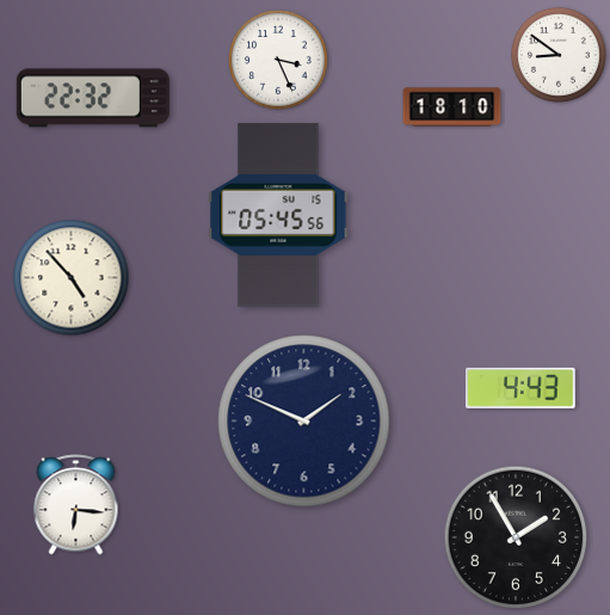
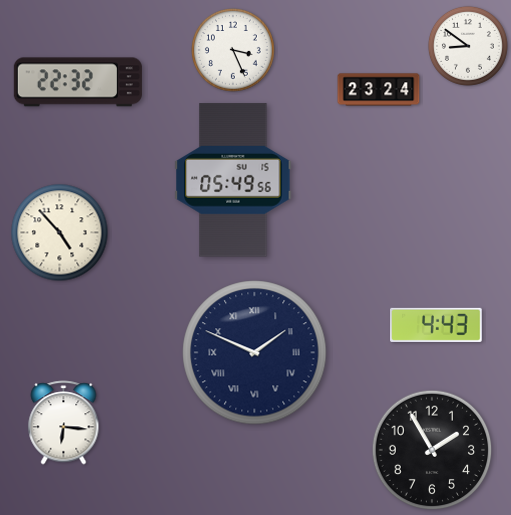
clock at (452, 107): 18:10 -> 23:24
clock at (278, 215): 05:45 -> 05:49
clock at (304, 422) numerals: Arabic -> Roman
